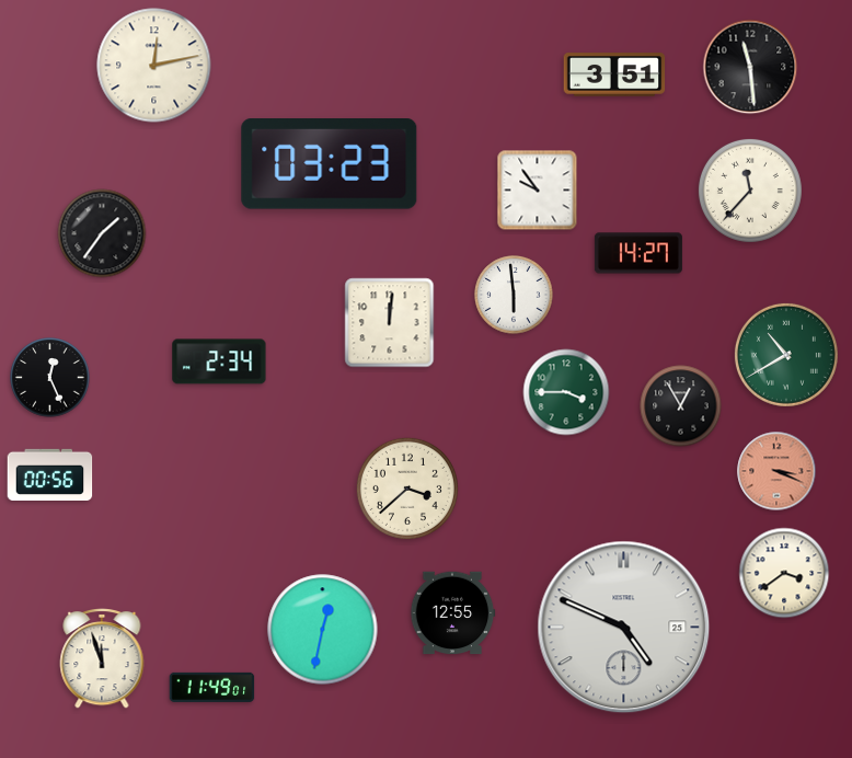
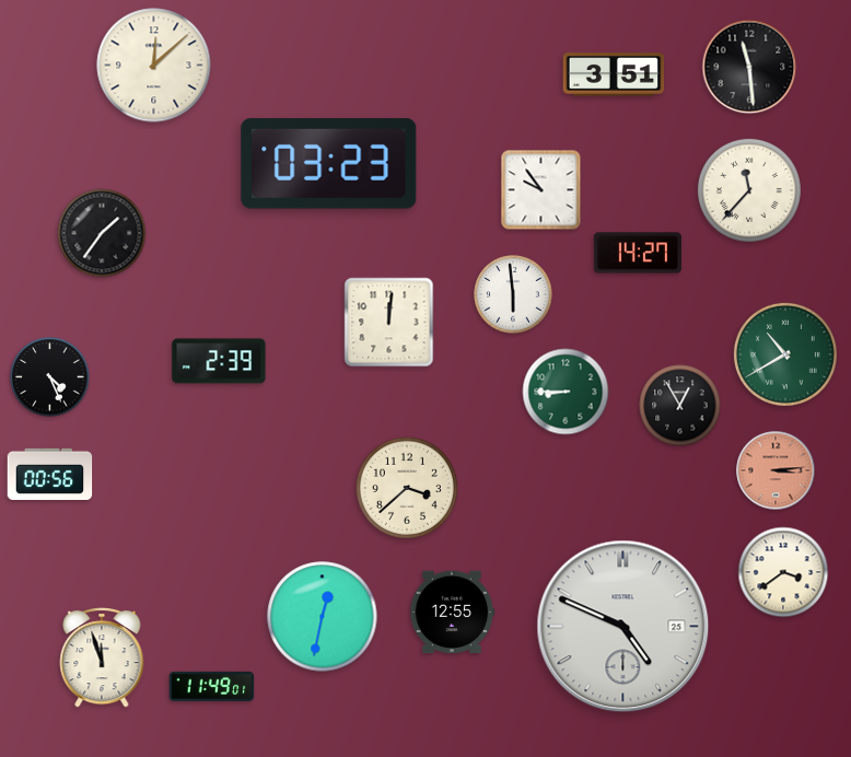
clock at (154, 66): 12:13 -> 12:08
clock at (538, 191) position: (538, 191) -> (541, 190)
clock at (219, 361): 2:34 -> 2:39
clock at (50, 378): 12:26 -> 4:26
clock at (566, 392): 3:45 -> 8:45
clock at (776, 471): 3:19 -> 3:14
clock at (323, 630) position: (323, 630) -> (323, 617)
